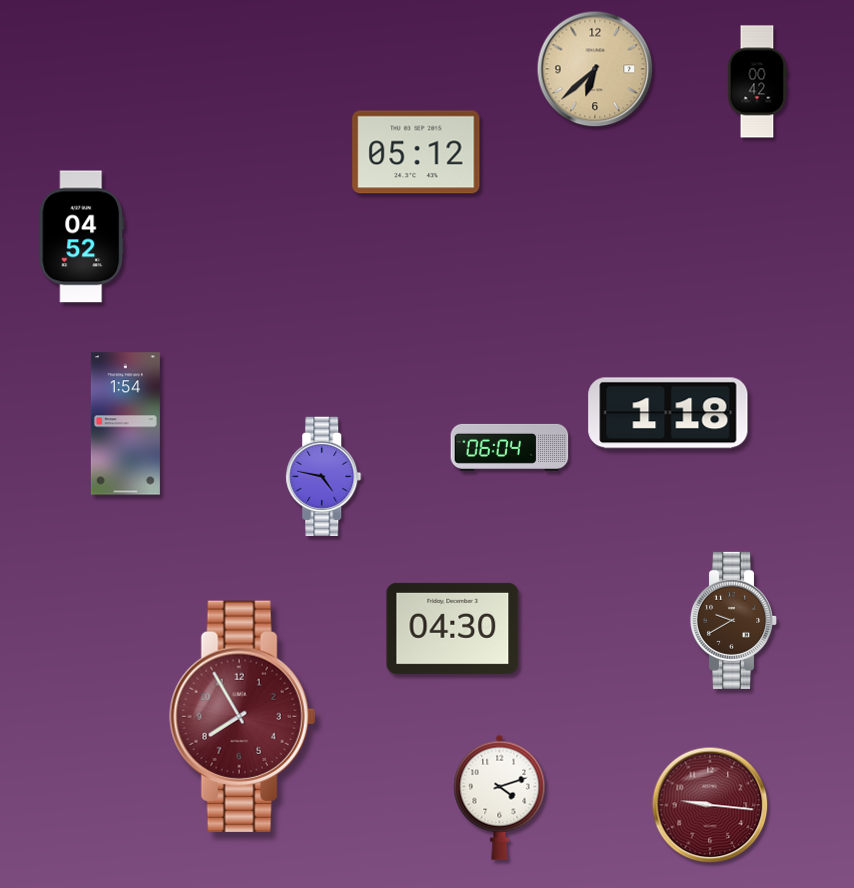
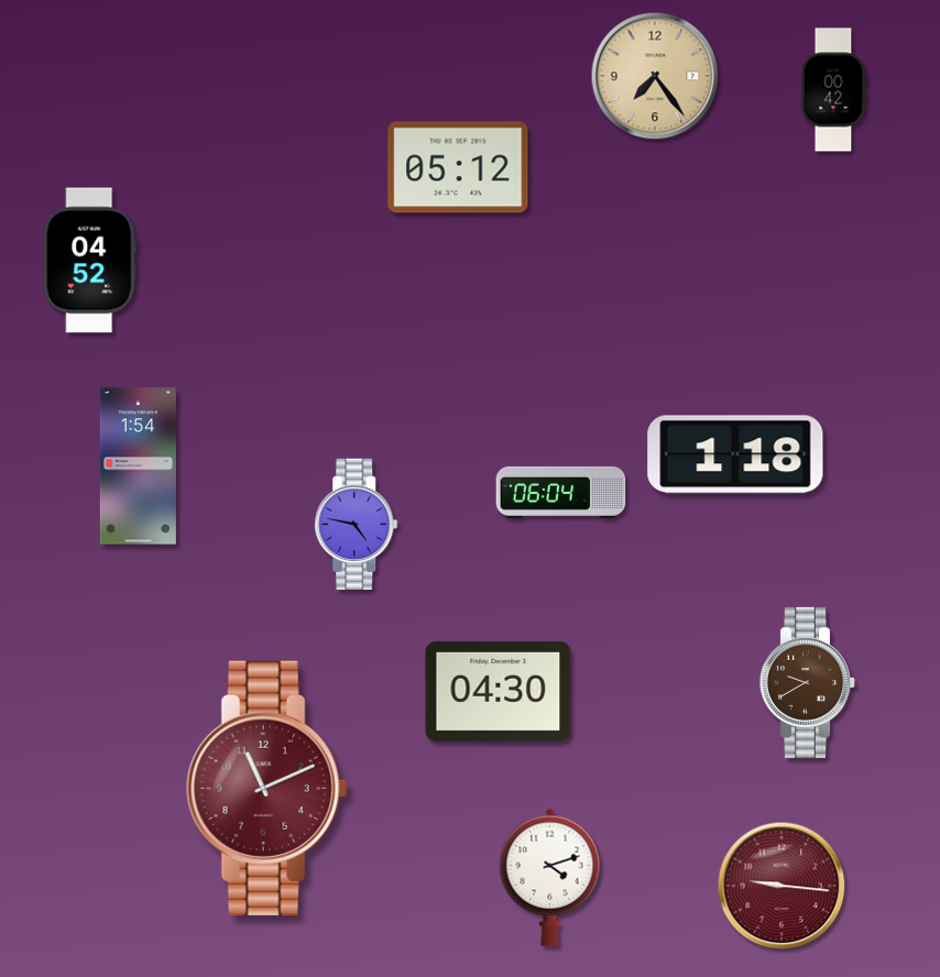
clock at (595, 69): 6:38 -> 7:24
clock at (243, 716): 7:55 -> 11:11
